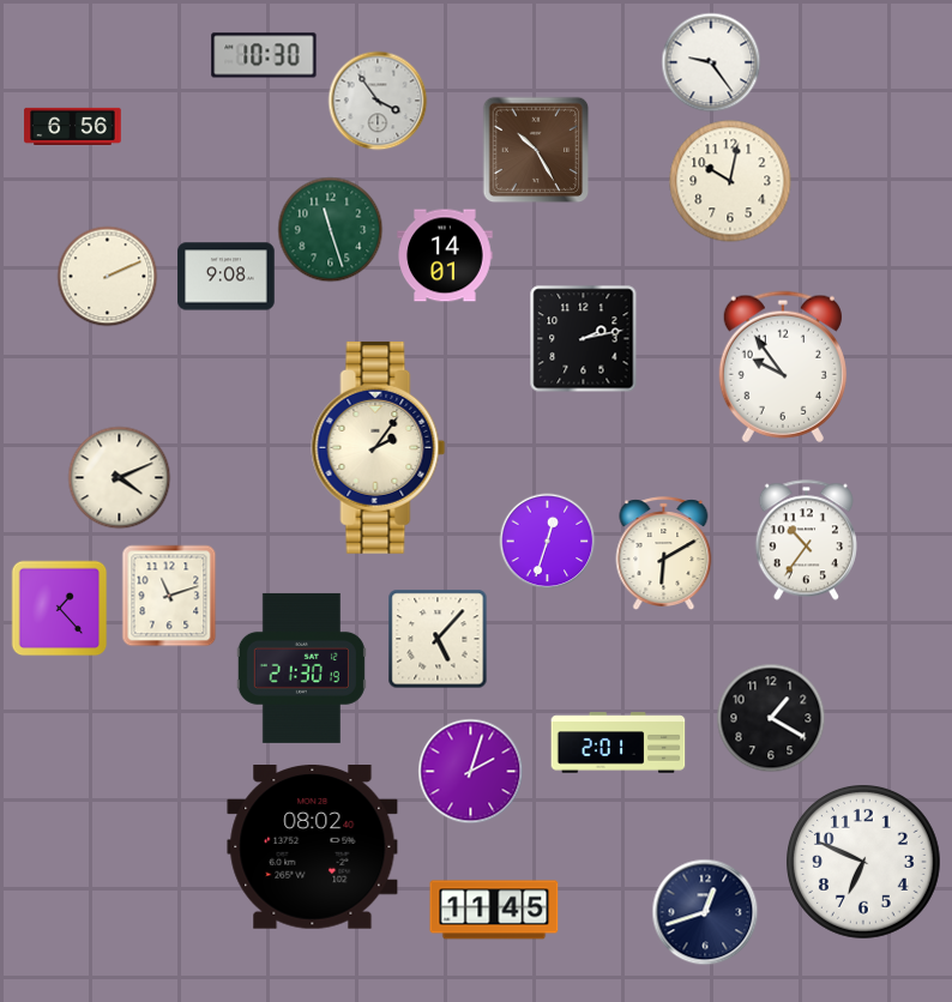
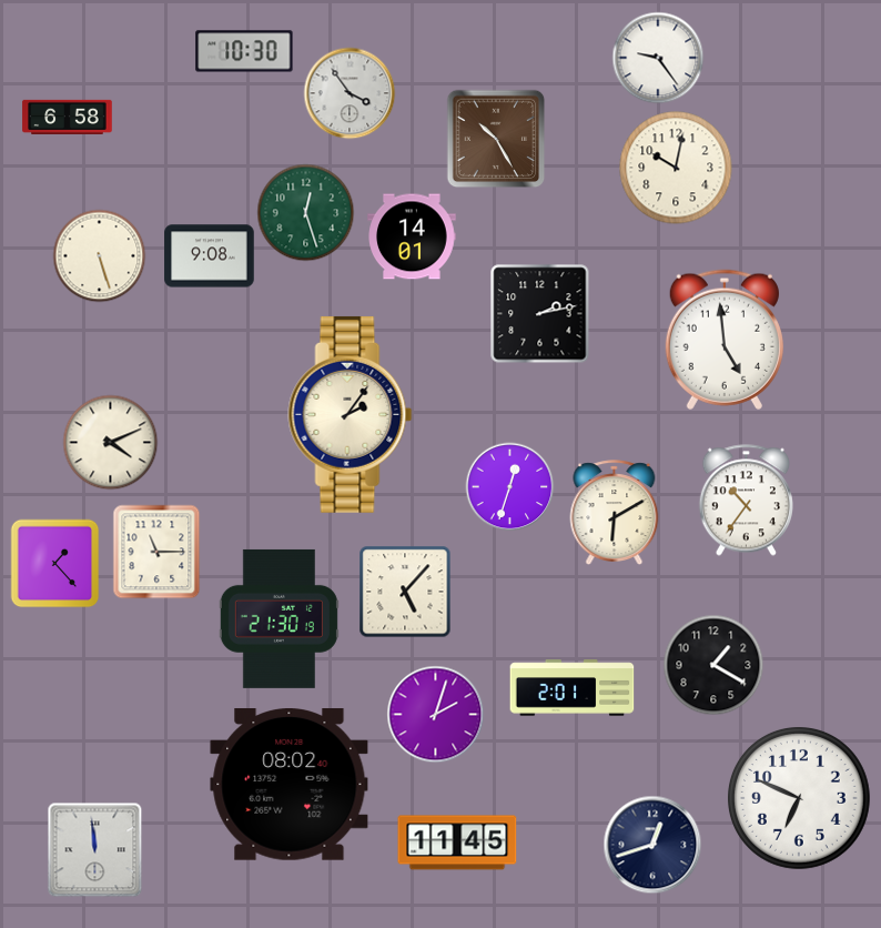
clock at (73, 126): 6:56 -> 6:58
clock at (330, 229): 11:27 -> 12:27
clock at (107, 276): 2:11 -> 5:27
clock at (783, 367): 9:54 -> 4:59
clock at (547, 541) position: (547, 541) -> (509, 486)
clock at (169, 596): 11:12 -> 11:15
clock at (94, 849): none -> 11:59
